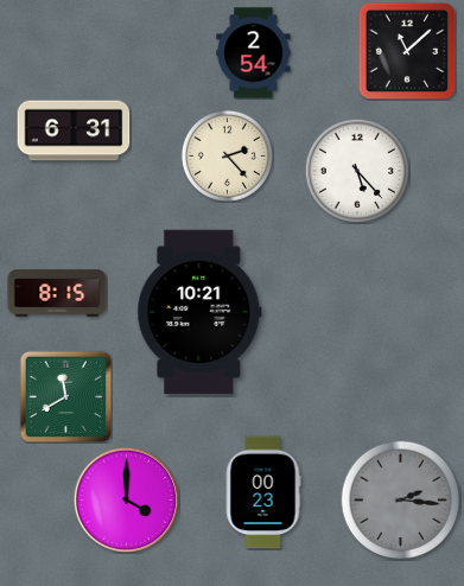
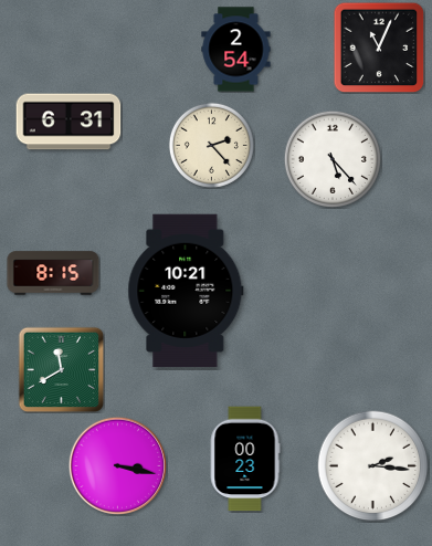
clock at (407, 51): 11:08 -> 11:04
clock at (126, 499): 4:00 -> 3:17
clock at (401, 501) dial: grey -> white
